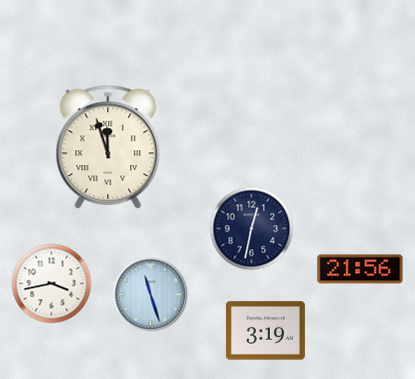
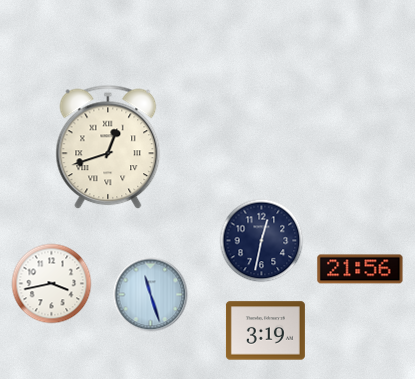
clock at (108, 147): 11:57 -> 12:42
clock at (252, 229) position: (252, 229) -> (262, 241)
